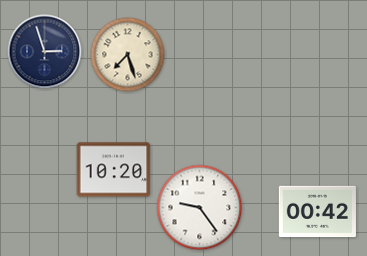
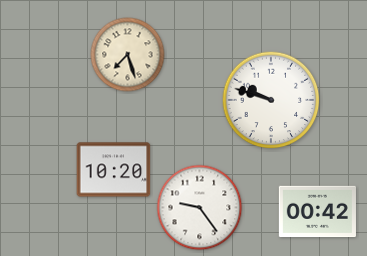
clock at (45, 52): 2:57 -> none
clock at (271, 100): none -> 9:48
